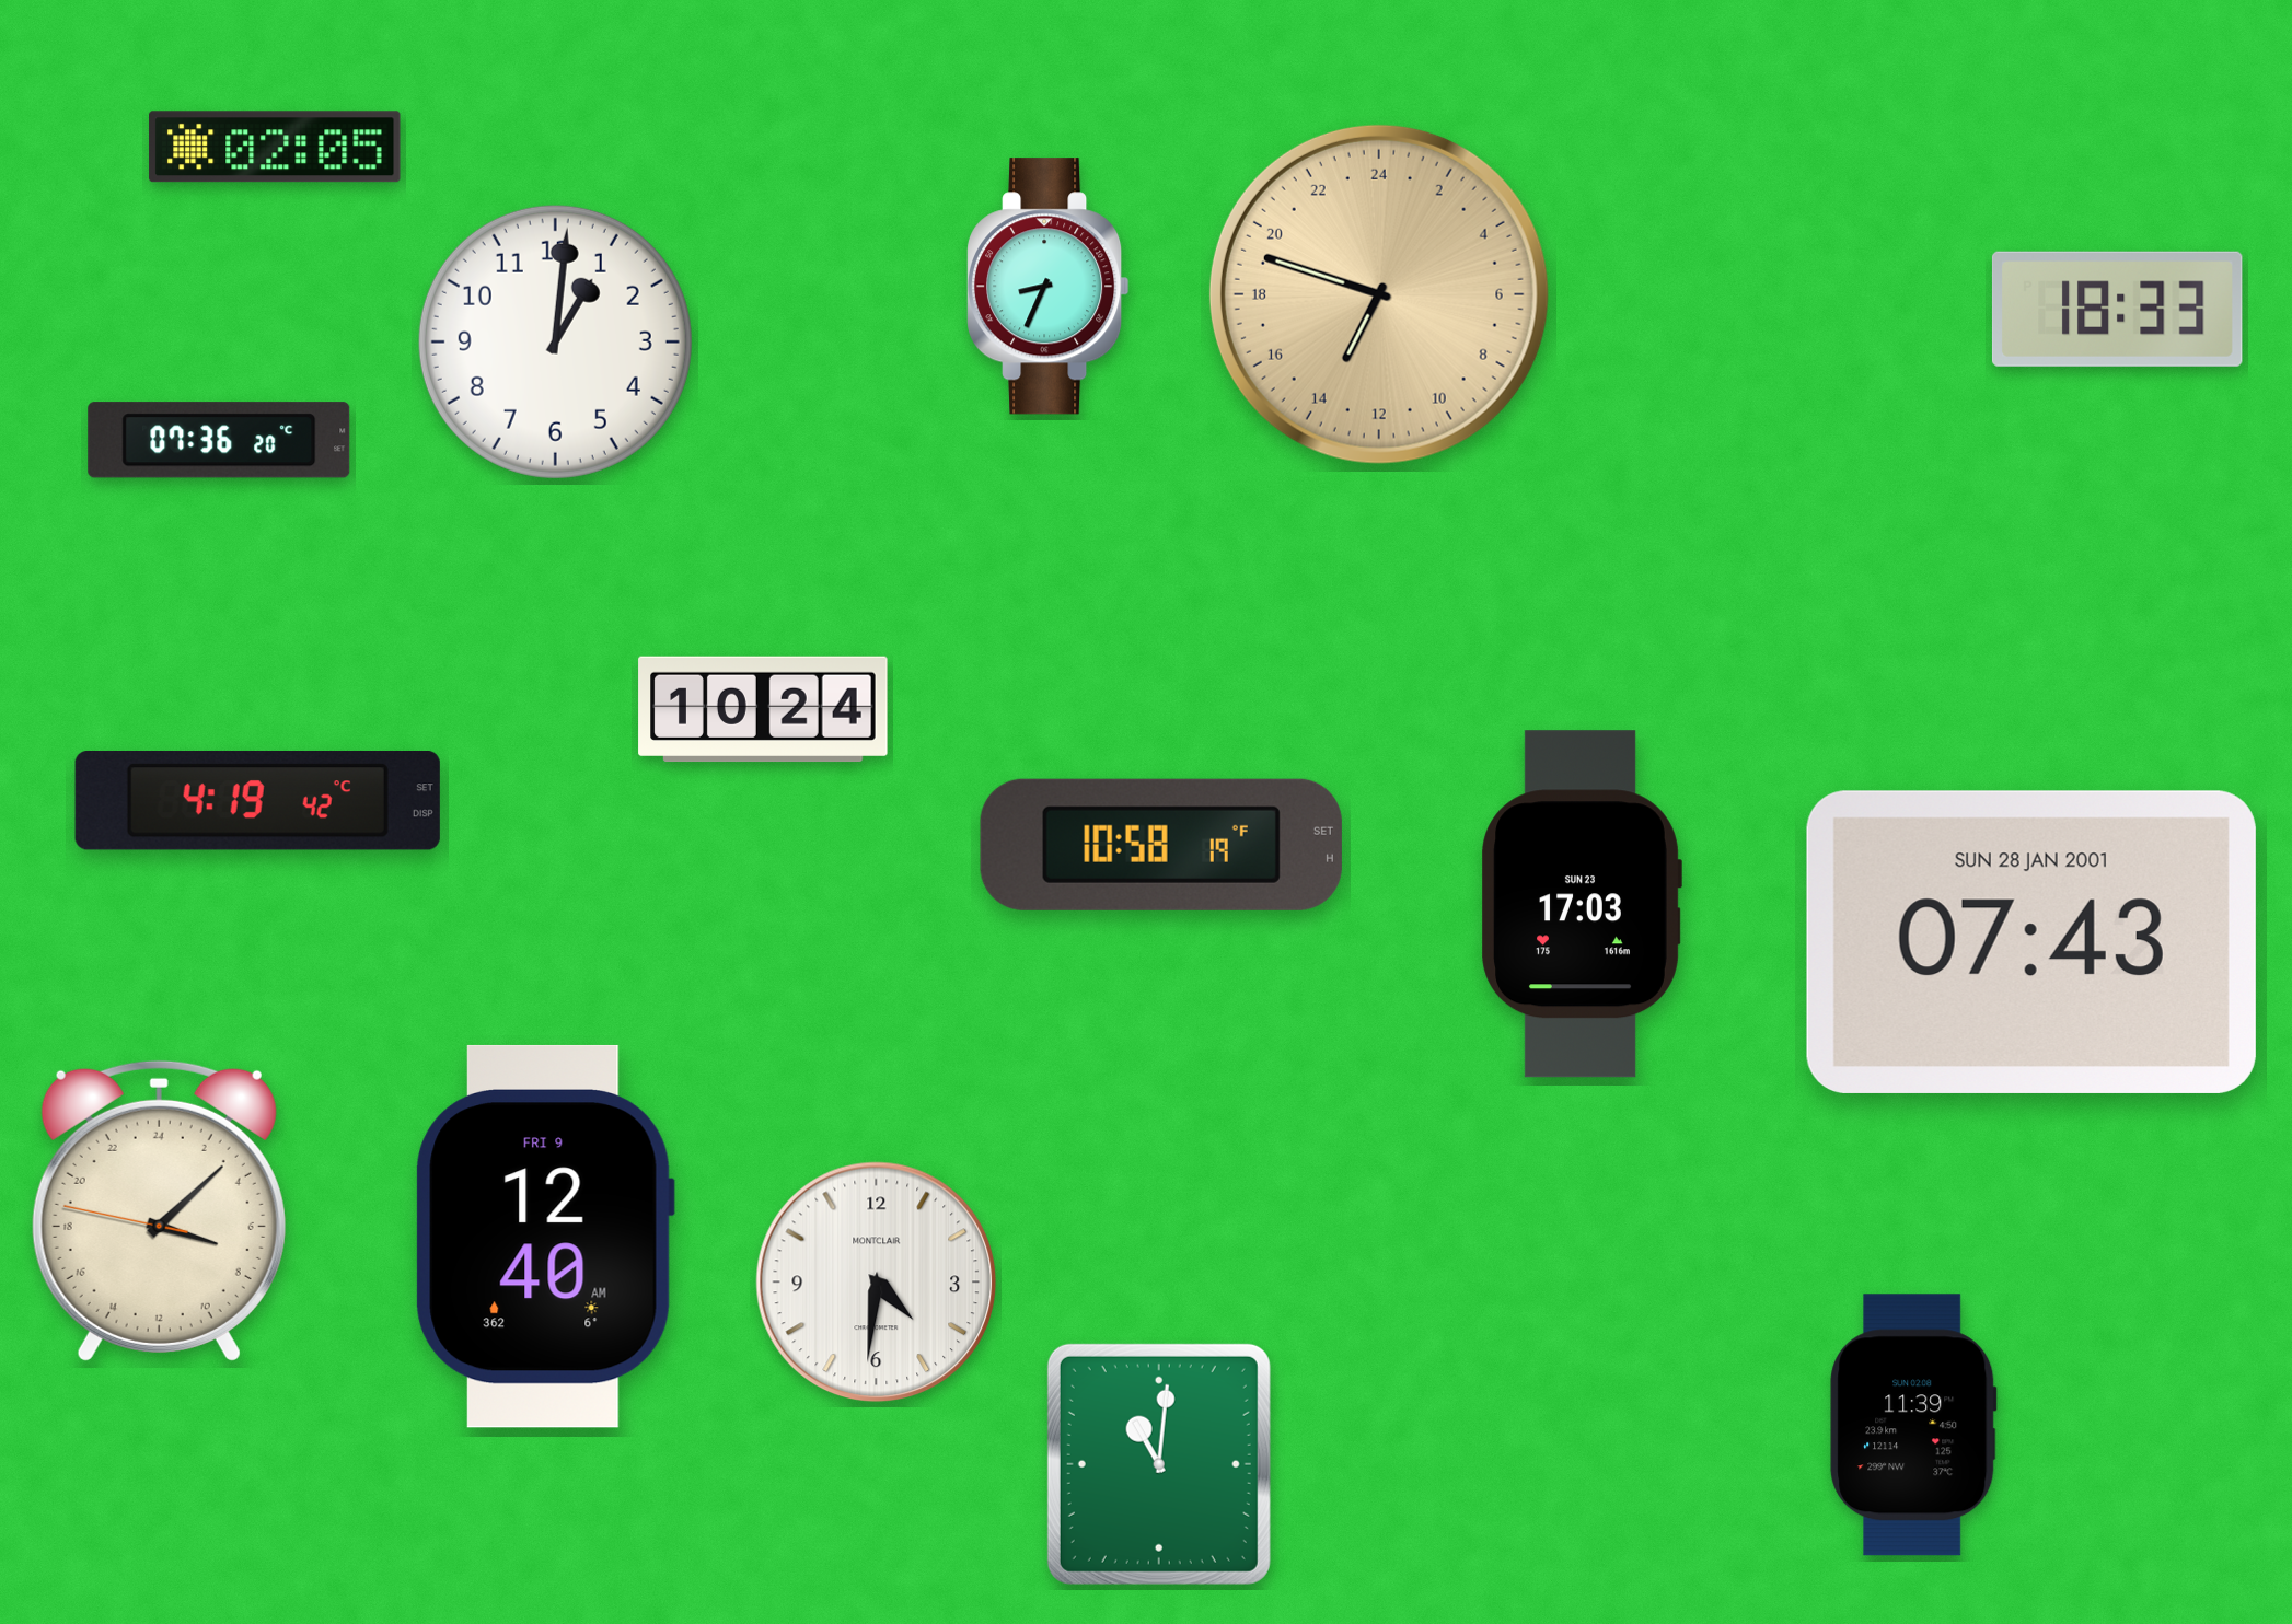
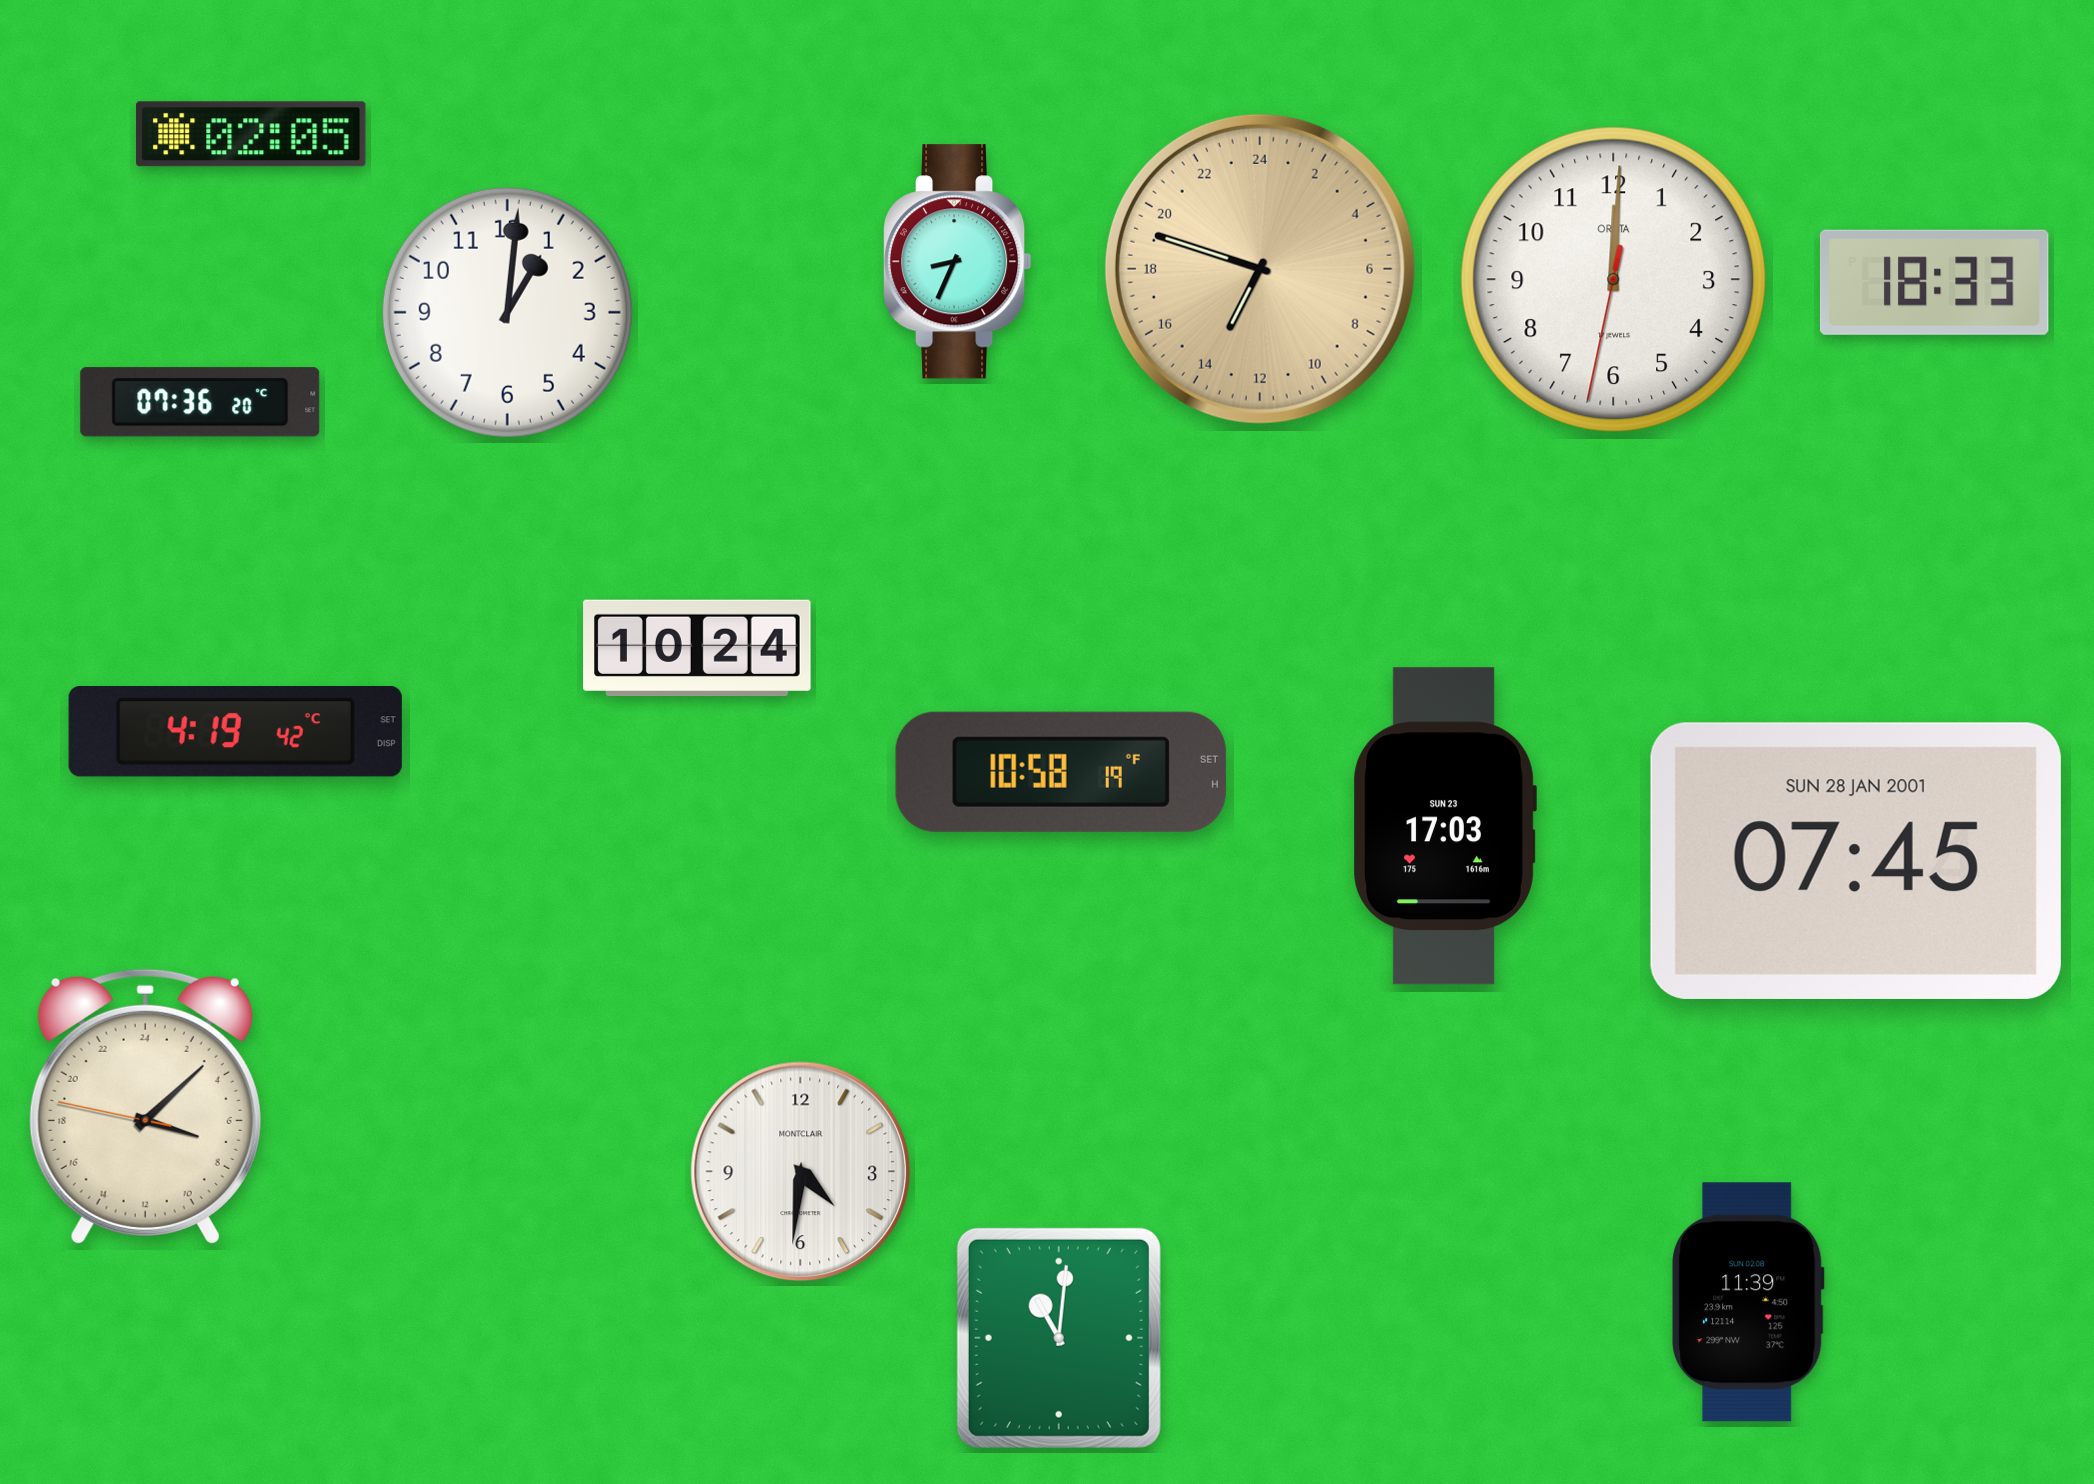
clock at (1613, 279): none -> 12:00
clock at (2031, 942): 07:43 -> 07:45
clock at (545, 1237): 12:40 -> none
